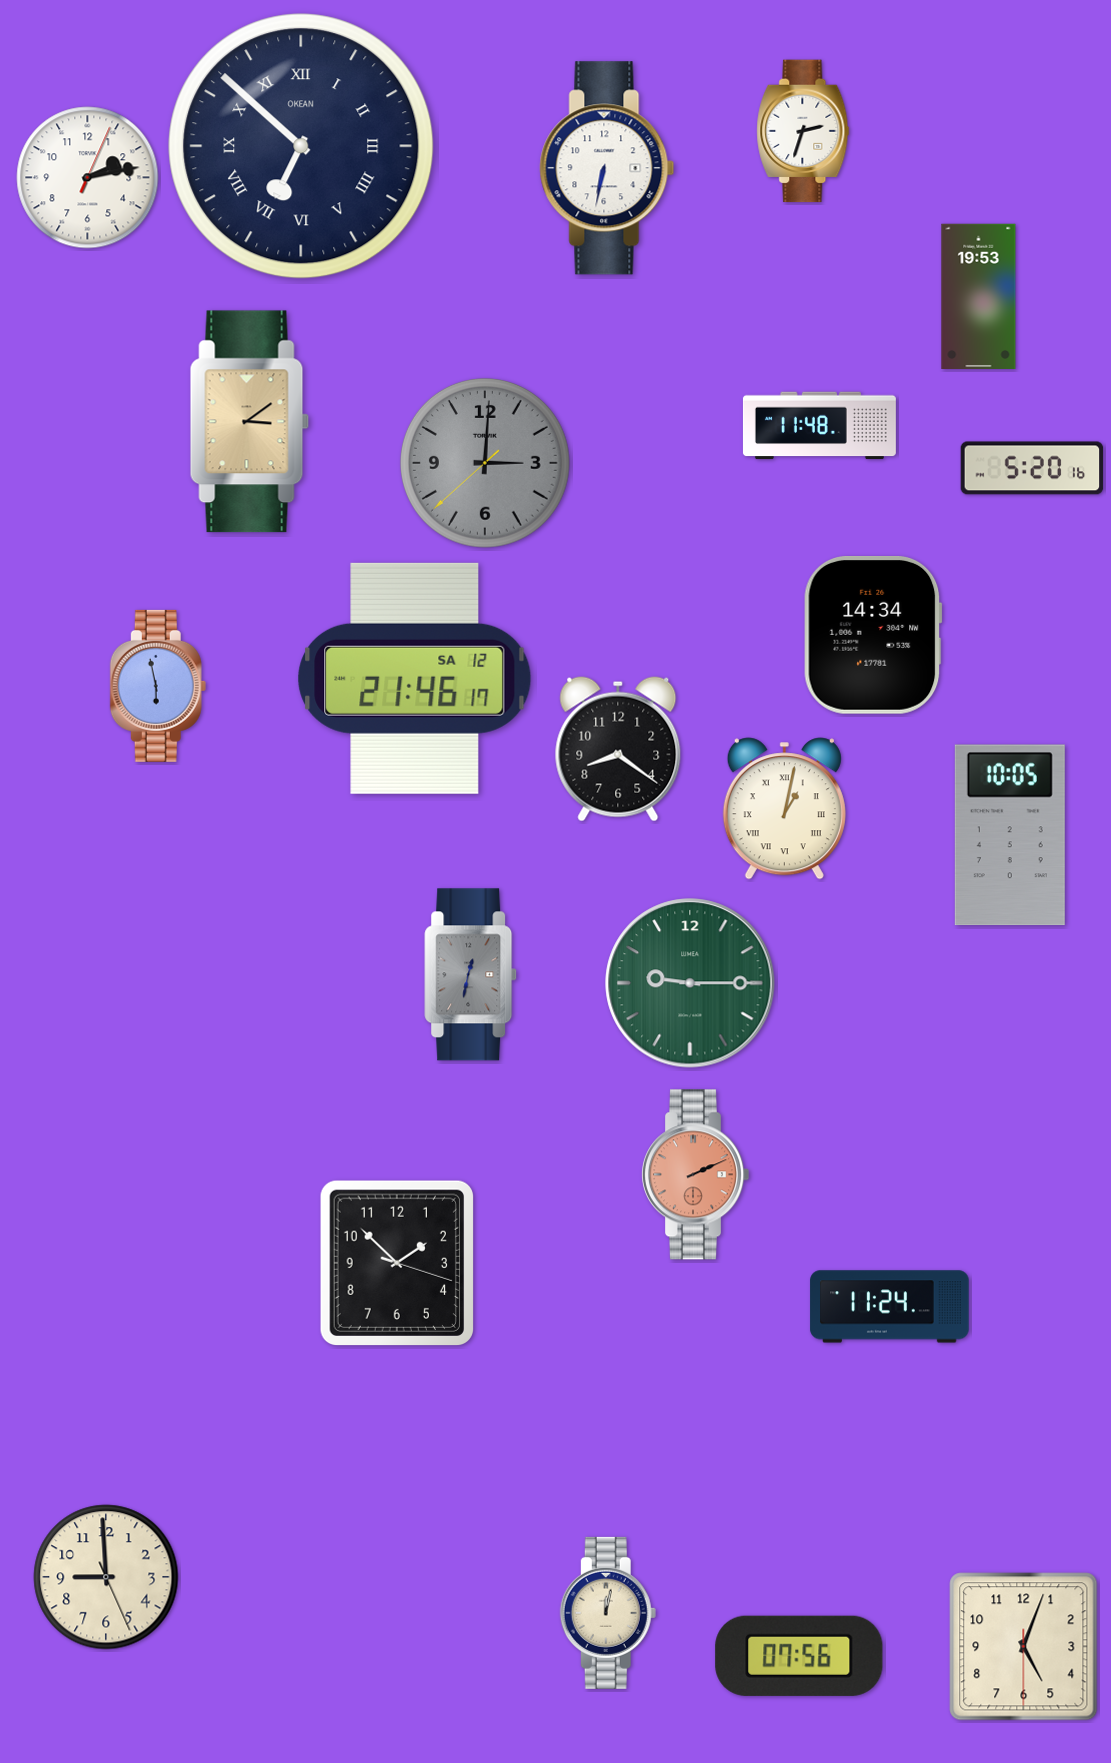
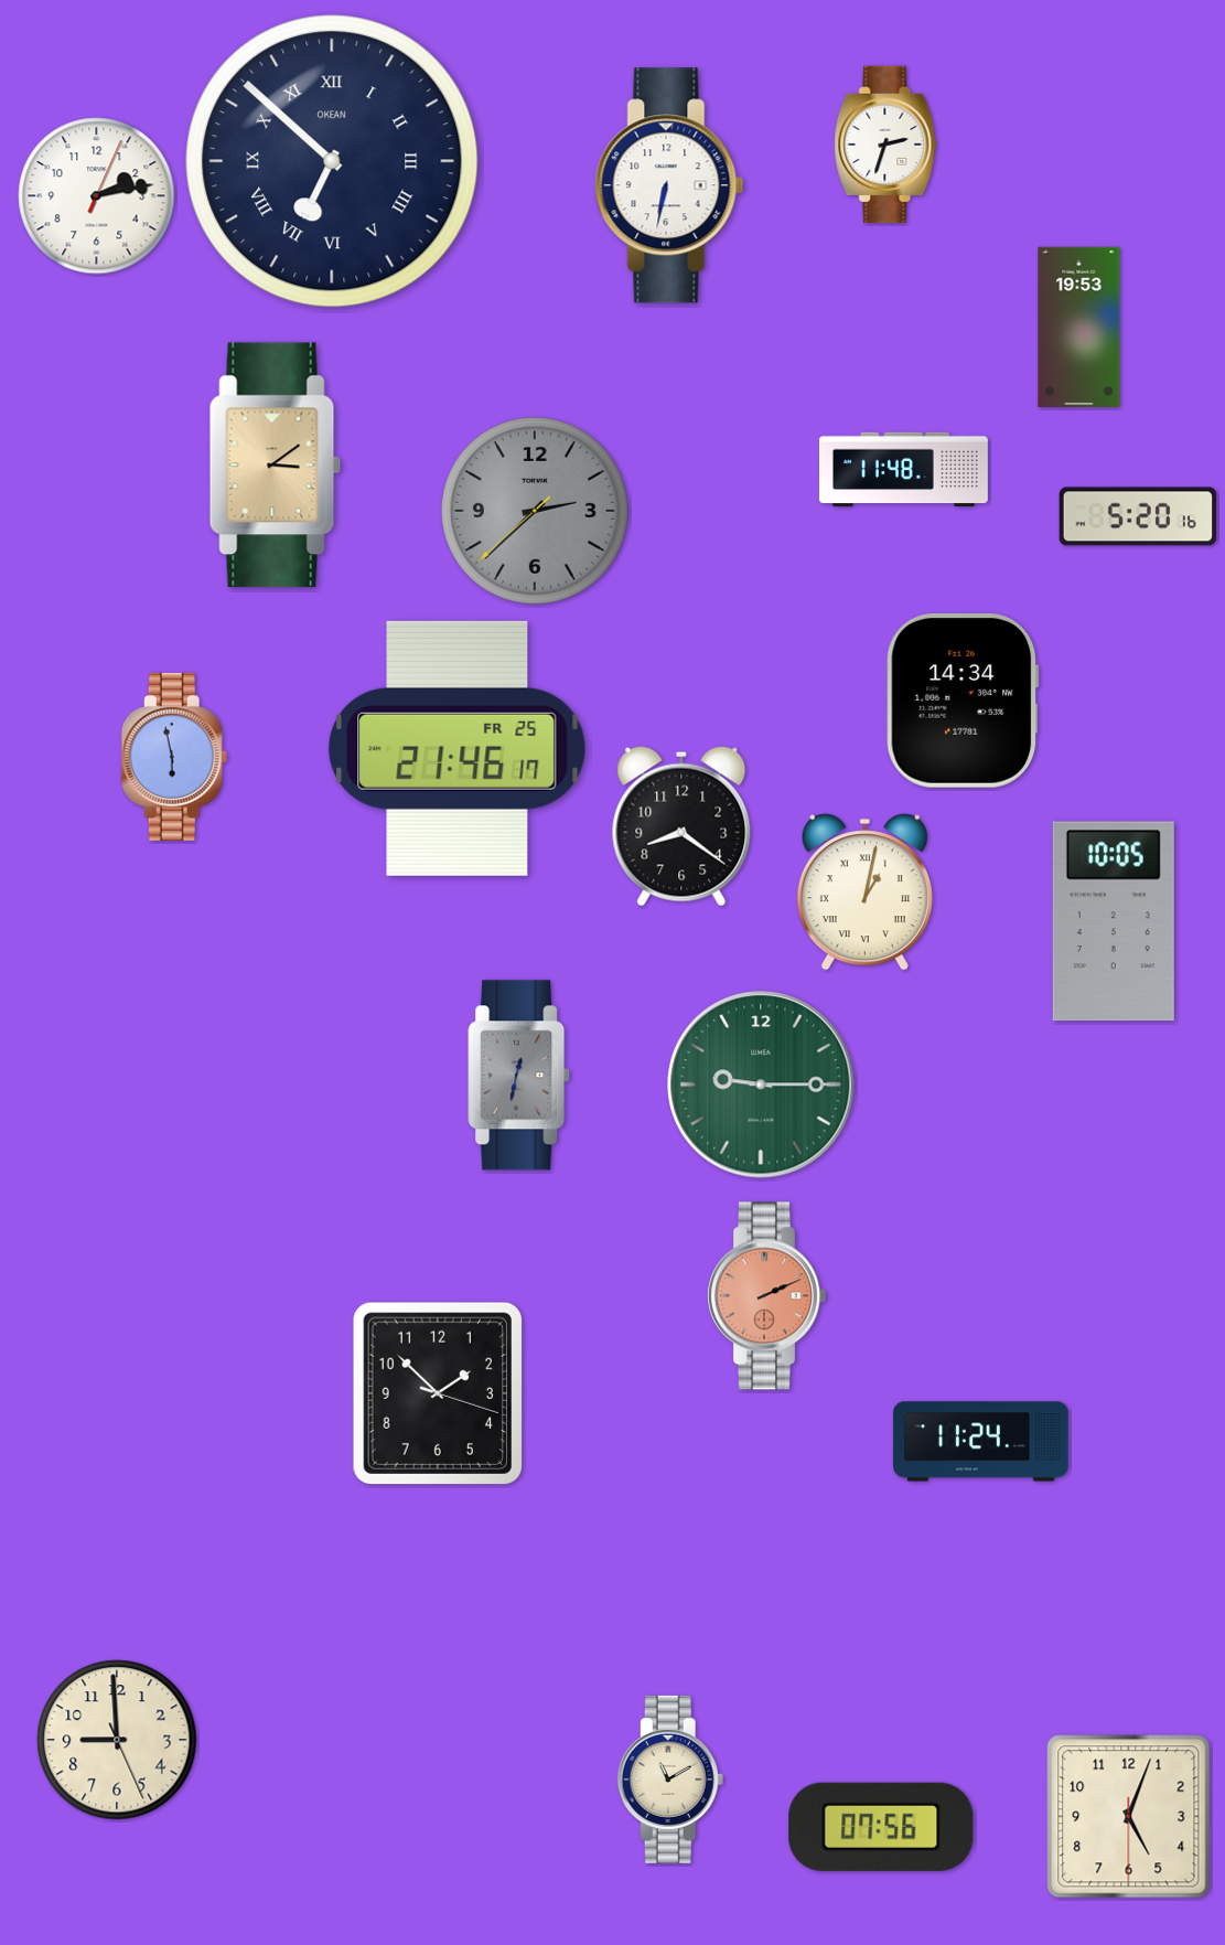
clock at (485, 463): 3:00 -> 2:37
clock at (415, 678) date: SA 12 -> FR 25
clock at (608, 1613): 12:02 -> 11:10
